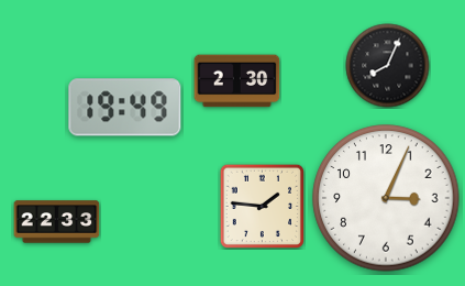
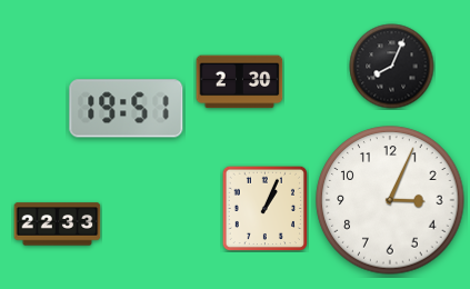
clock at (125, 108): 19:49 -> 19:51
clock at (262, 206): 1:46 -> 1:04
